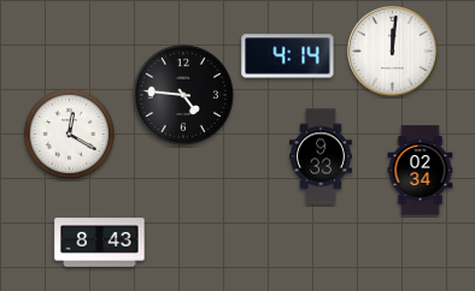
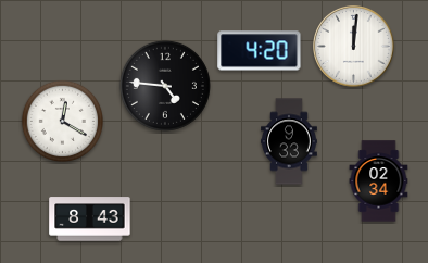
clock at (288, 57): 4:14 -> 4:20
clock at (421, 171) position: (421, 171) -> (379, 181)
